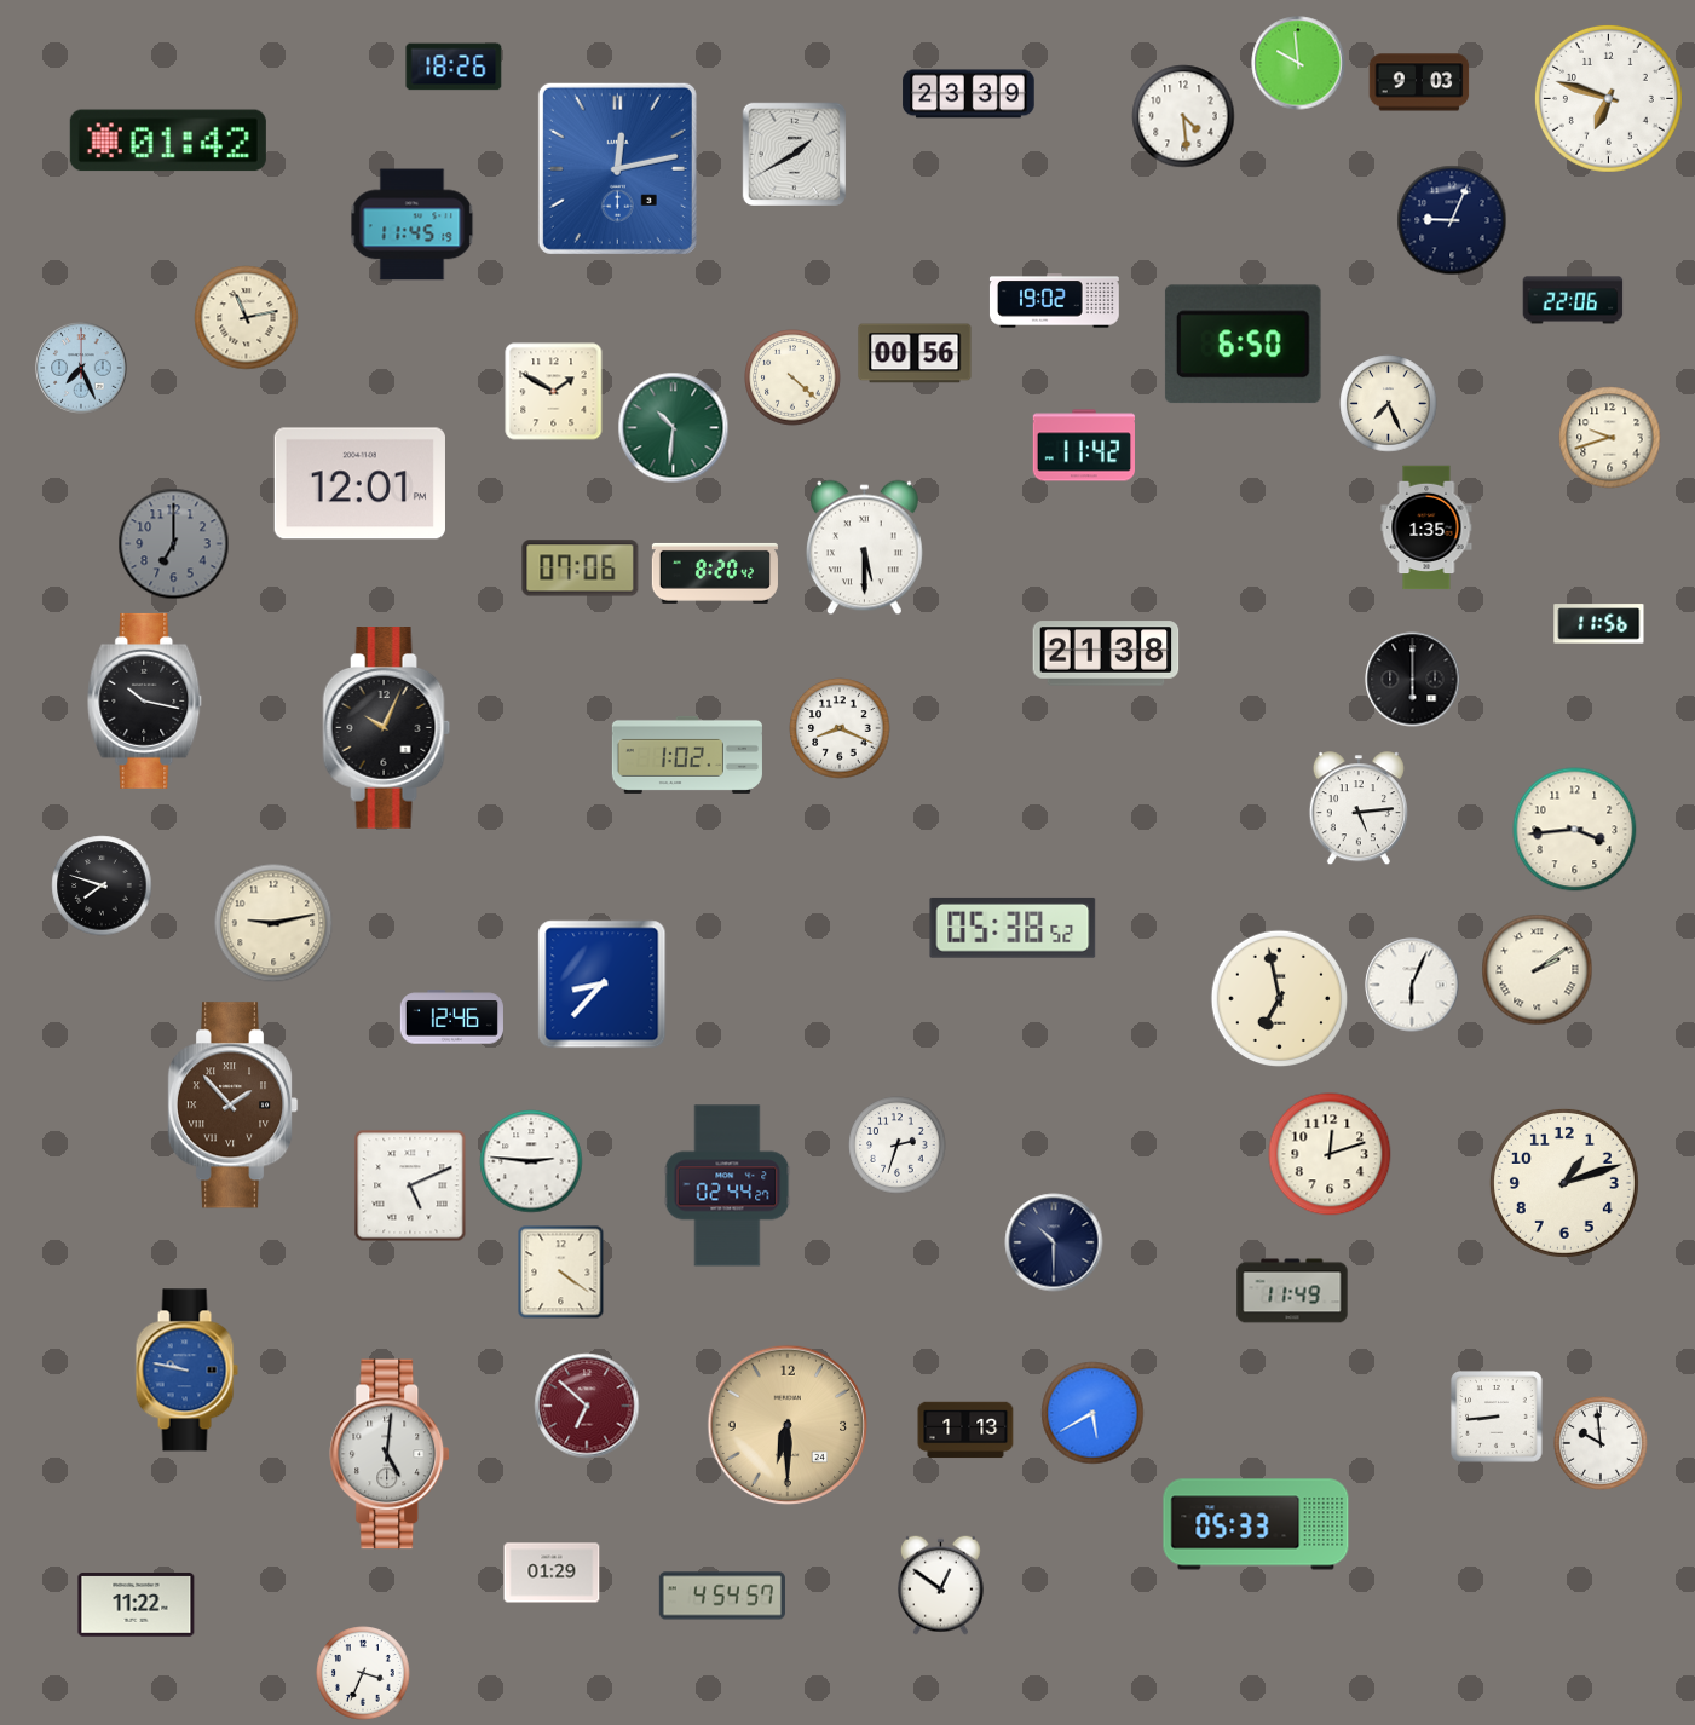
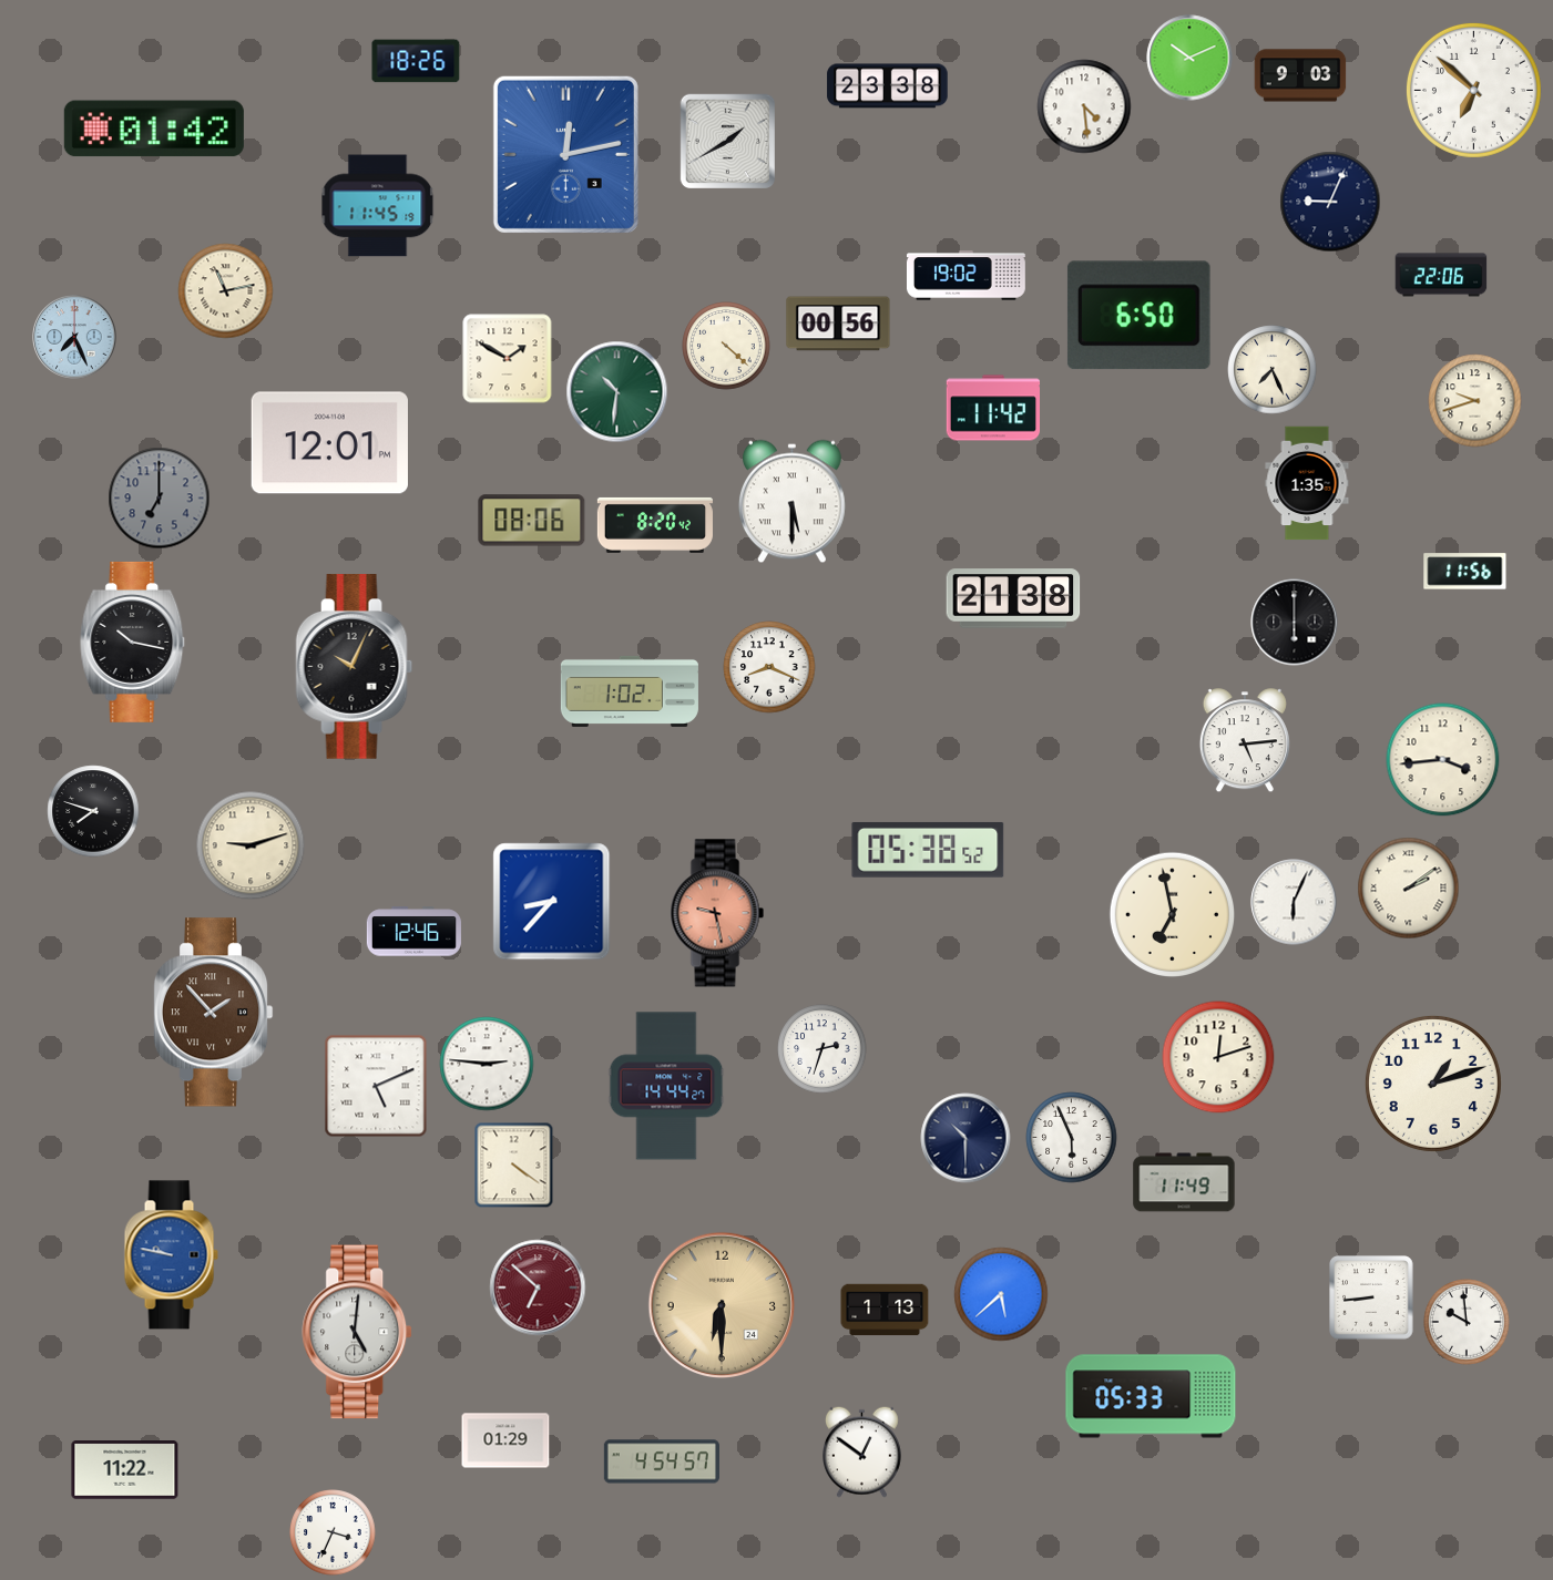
clock at (1298, 63): 9:59 -> 10:11
clock at (969, 94): 23:39 -> 23:38
clock at (1608, 98): 6:48 -> 6:52
clock at (581, 569): 07:06 -> 08:06
clock at (273, 923): 9:13 -> 9:12
clock at (717, 913): none -> 9:28
clock at (727, 1185): 02:44 -> 14:44
clock at (1072, 1138): none -> 5:56
clock at (1092, 1413): 5:40 -> 5:38
